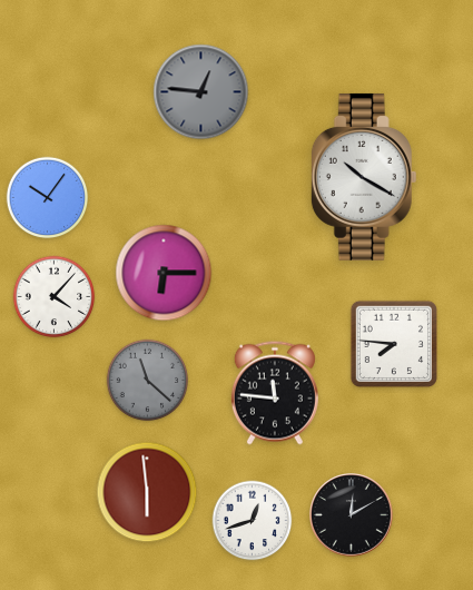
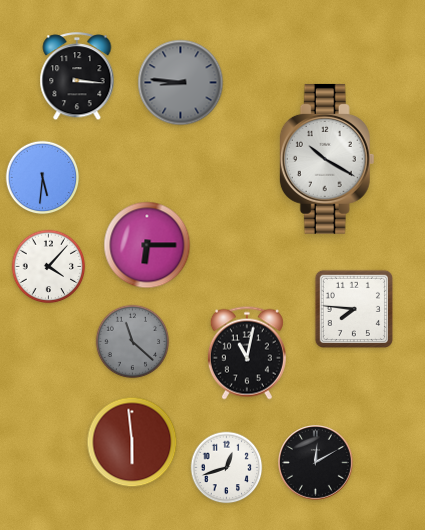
clock at (77, 77): none -> 3:16
clock at (201, 92): 12:46 -> 8:46
clock at (48, 198): 10:06 -> 5:31
clock at (275, 393): 11:46 -> 11:02
